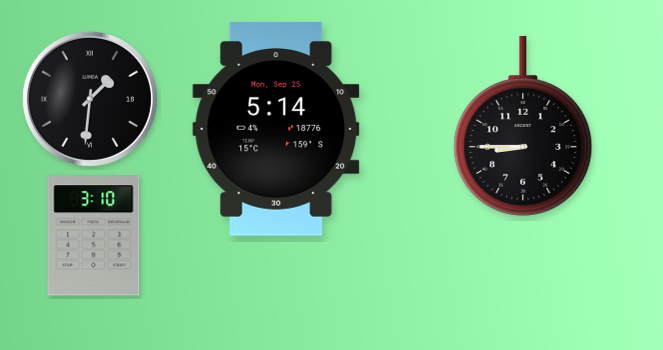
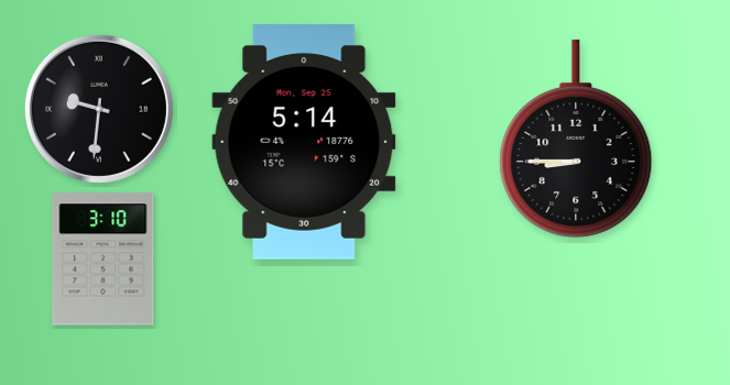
clock at (90, 99): 1:31 -> 9:31
